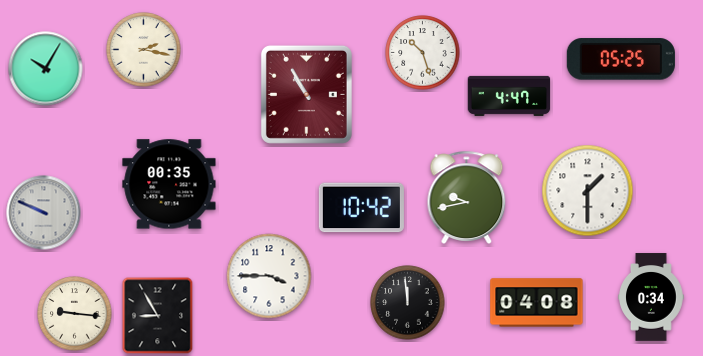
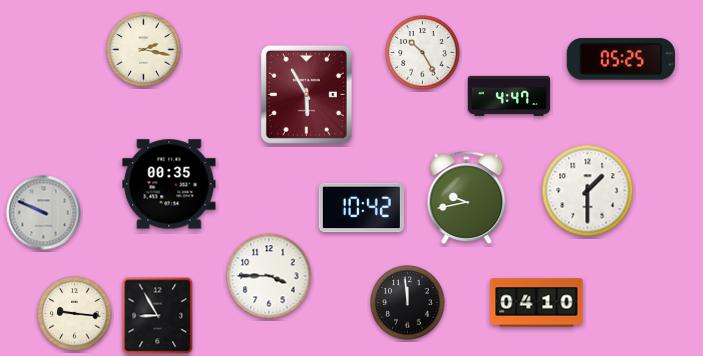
clock at (423, 53): 10:27 -> 10:25
clock at (46, 69): 10:05 -> none
clock at (306, 94): 10:55 -> 5:55
clock at (652, 297): 0:34 -> none
clock at (537, 303): 04:08 -> 04:10
